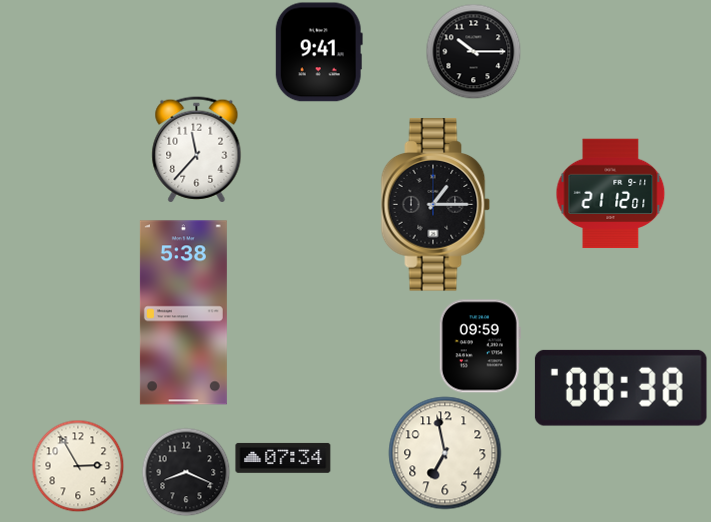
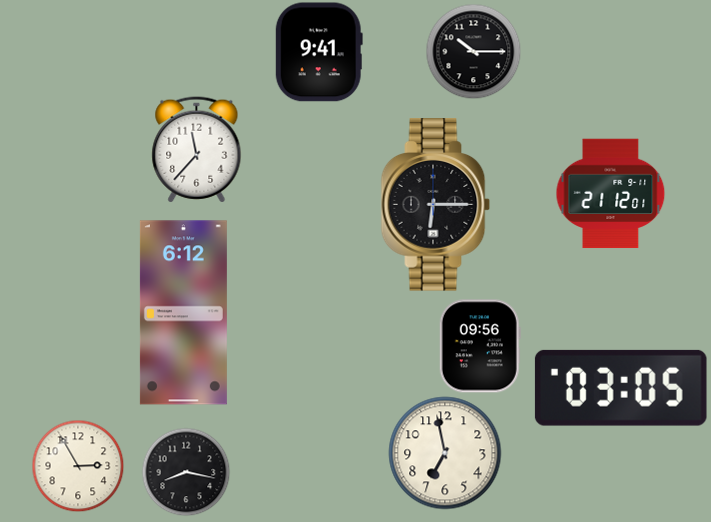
clock at (436, 205): 1:15 -> 6:15
clock at (183, 313): 5:38 -> 6:12
clock at (480, 346): 09:59 -> 09:56
clock at (621, 388): 08:38 -> 03:05
clock at (283, 458): 07:34 -> none
clock at (186, 472): 8:19 -> 8:17
